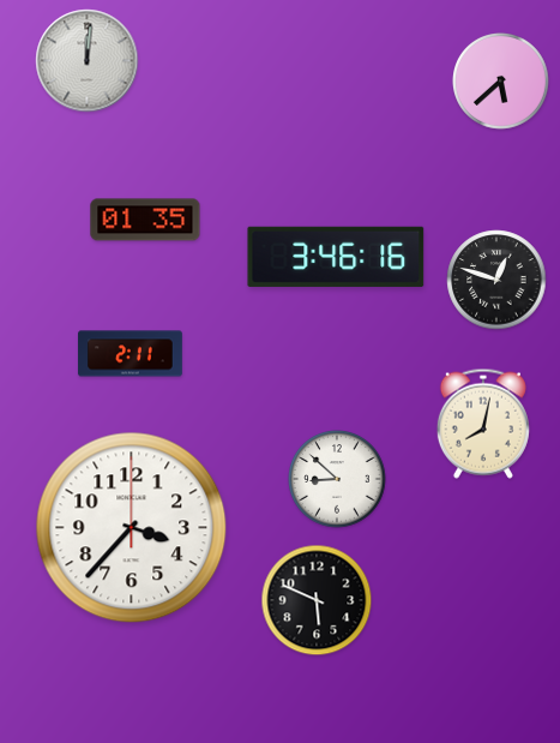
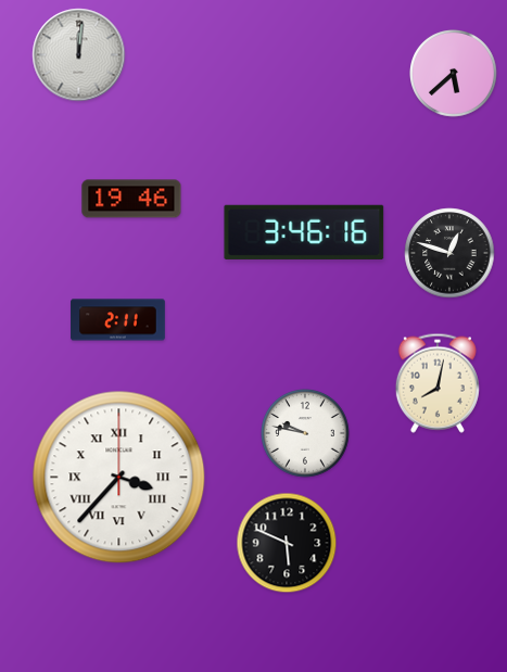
clock at (145, 220): 01:35 -> 19:46
clock at (337, 479): 8:52 -> 9:47
clock at (132, 528) numerals: Arabic -> Roman
